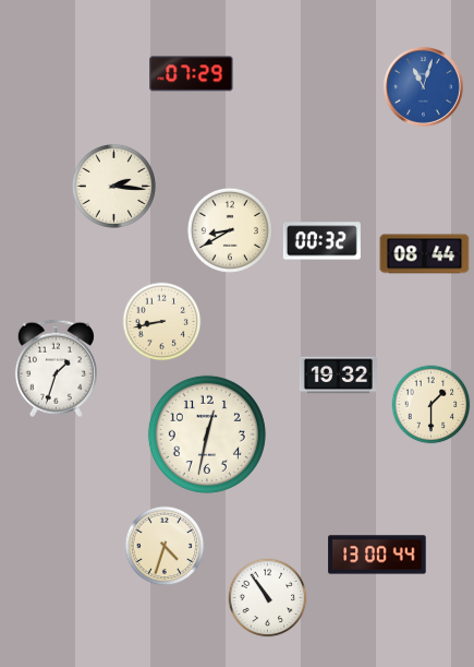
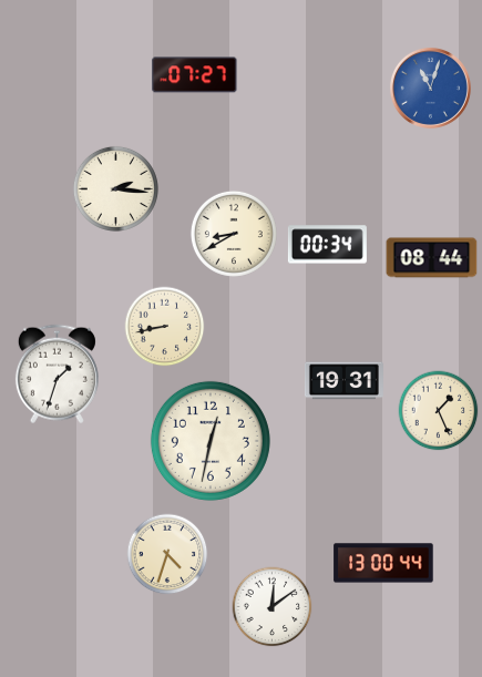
clock at (192, 74): 07:29 -> 07:27
clock at (321, 241): 00:32 -> 00:34
clock at (338, 376): 19:32 -> 19:31
clock at (432, 405): 1:30 -> 1:26
clock at (268, 598): 10:54 -> 12:09
